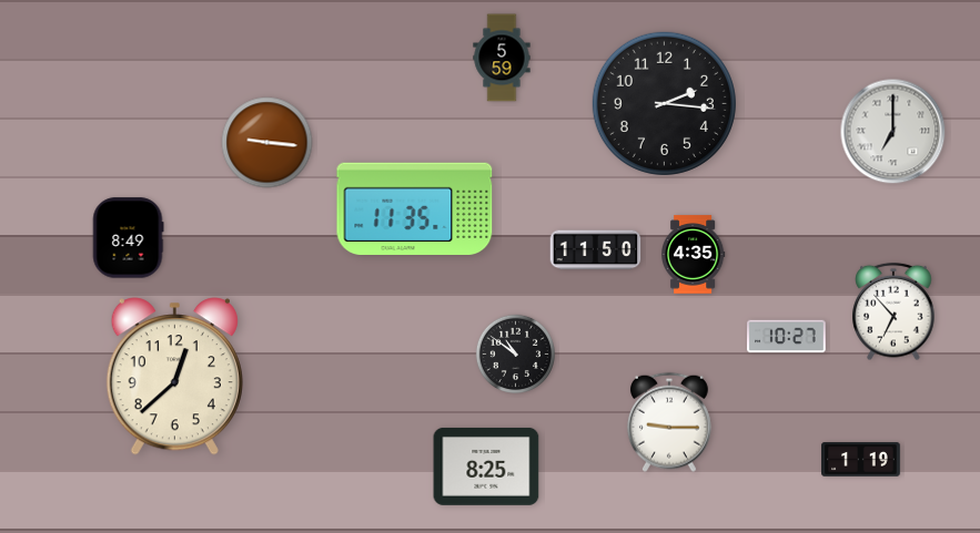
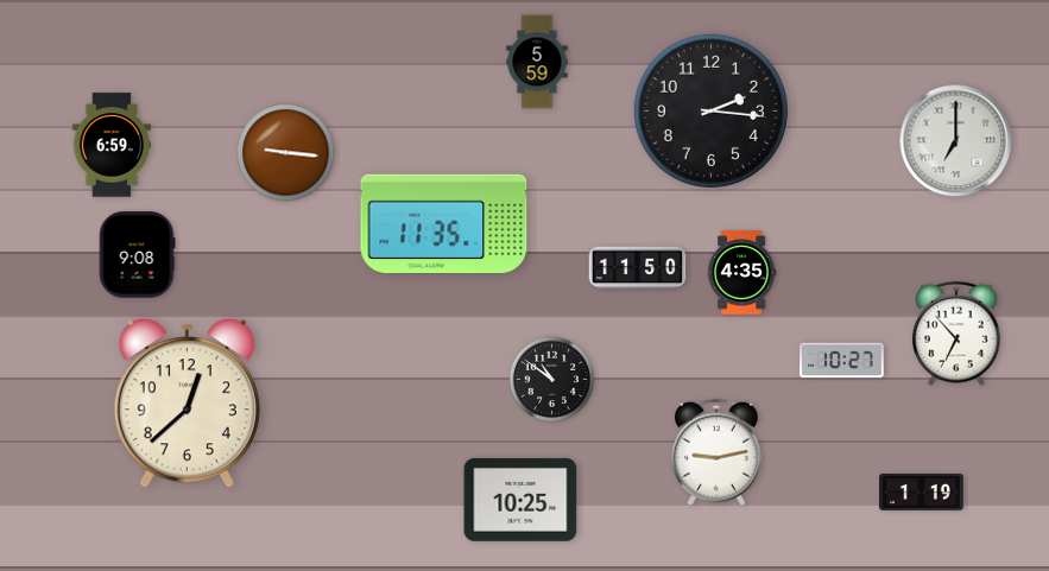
clock at (112, 145): none -> 6:59
clock at (128, 238): 8:49 -> 9:08
clock at (669, 422): 9:15 -> 9:13
clock at (486, 467): 8:25 -> 10:25
